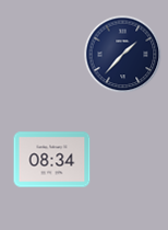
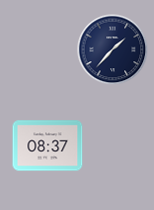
clock at (52, 160): 08:34 -> 08:37
